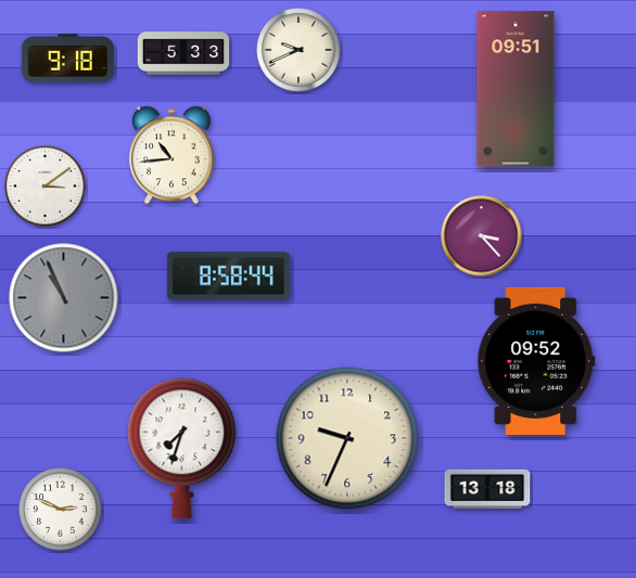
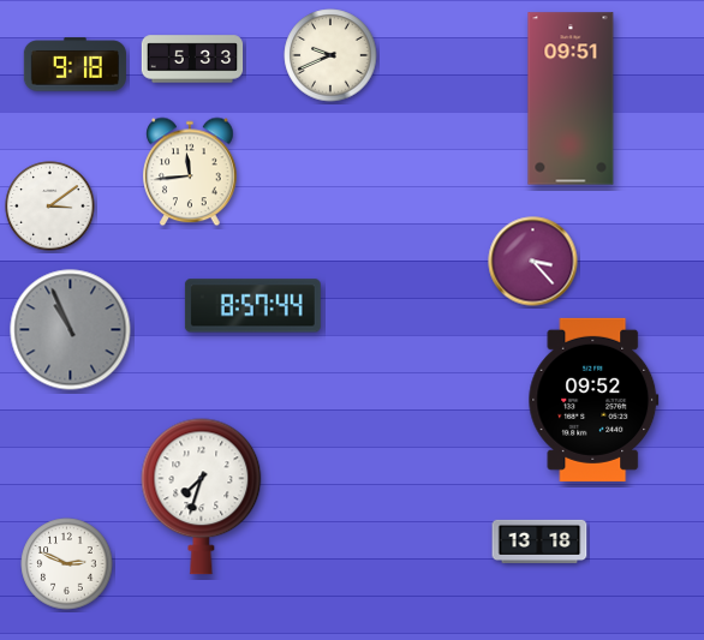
clock at (183, 53) position: (183, 53) -> (192, 59)
clock at (171, 155): 10:44 -> 11:44
clock at (228, 277): 8:58 -> 8:57
clock at (347, 438): 9:34 -> none
